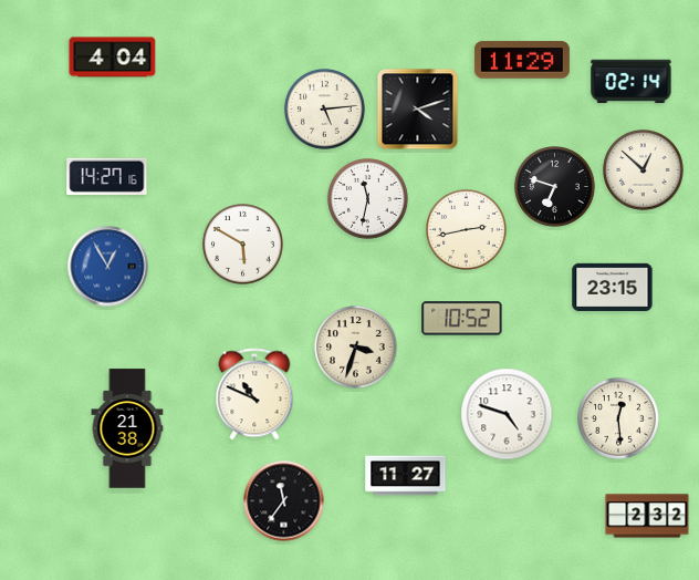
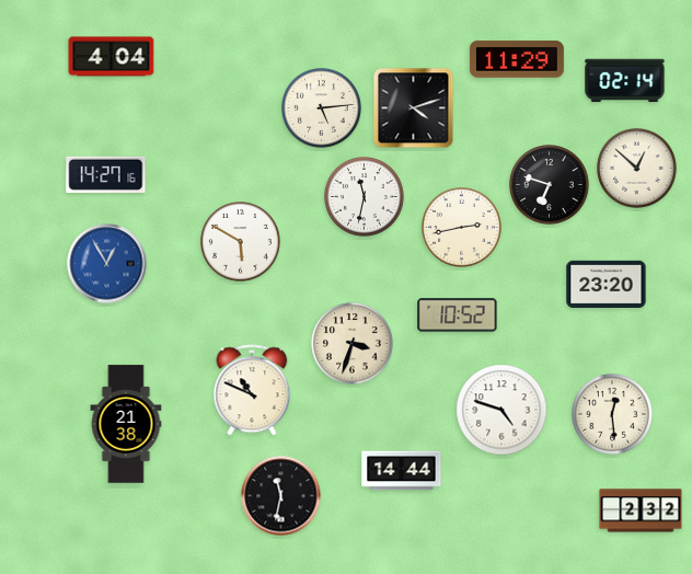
clock at (613, 287): 23:15 -> 23:20
clock at (406, 476): 11:27 -> 14:44
clock at (284, 501): 11:36 -> 11:32
